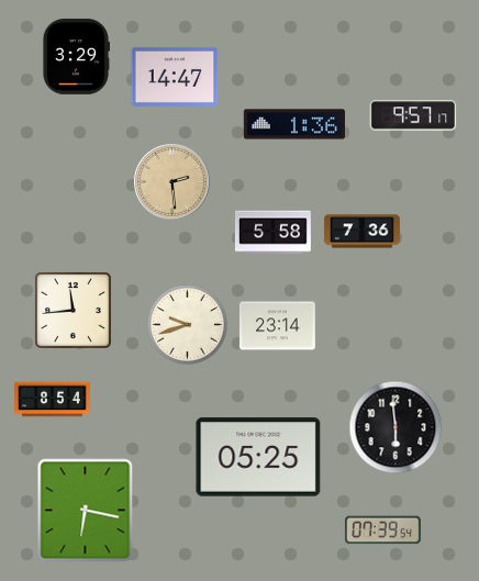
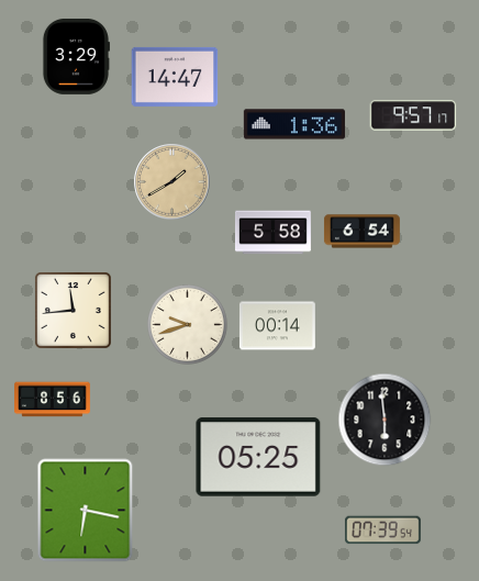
clock at (172, 182): 2:29 -> 1:40
clock at (361, 232): 7:36 -> 6:54
clock at (277, 326): 23:14 -> 00:14
clock at (53, 400): 8:54 -> 8:56
clock at (396, 427) position: (396, 427) -> (385, 420)
